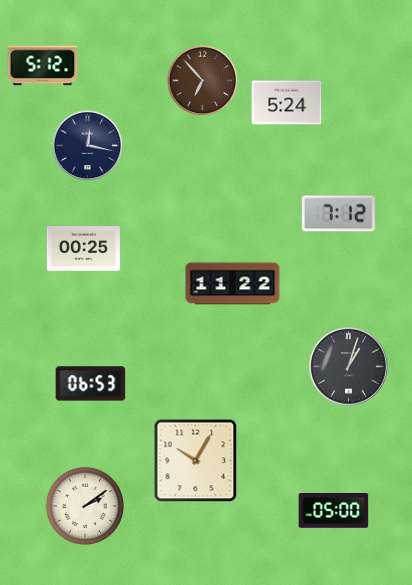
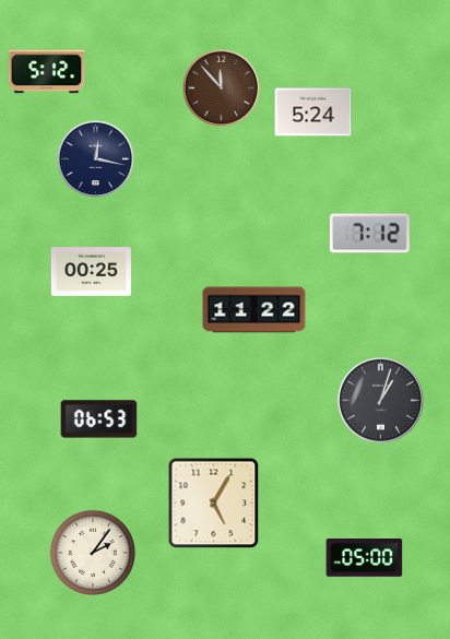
clock at (203, 81): 6:53 -> 11:53
clock at (196, 461): 10:05 -> 5:05
clock at (84, 505): 2:09 -> 2:06
